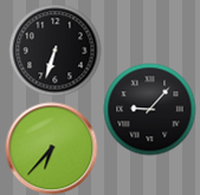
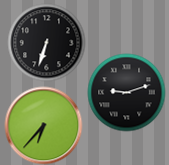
clock at (149, 109): 9:07 -> 9:12
